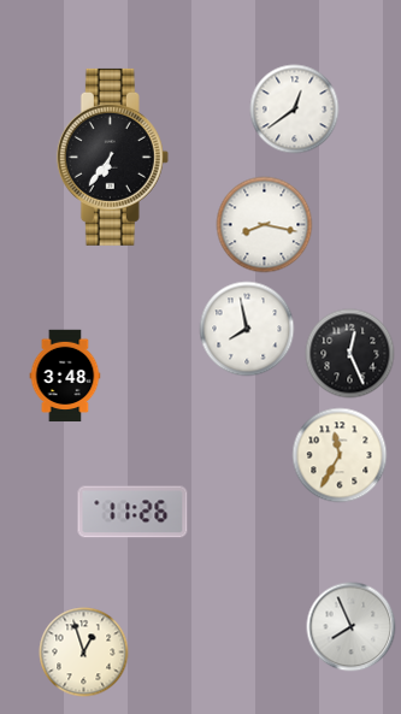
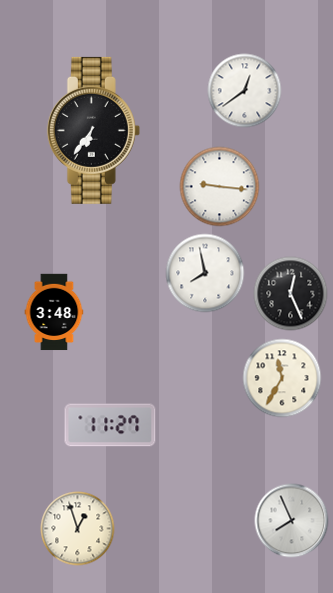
clock at (265, 225): 8:17 -> 9:16
clock at (132, 512): 11:26 -> 11:27
clock at (84, 653) position: (84, 653) -> (78, 529)
